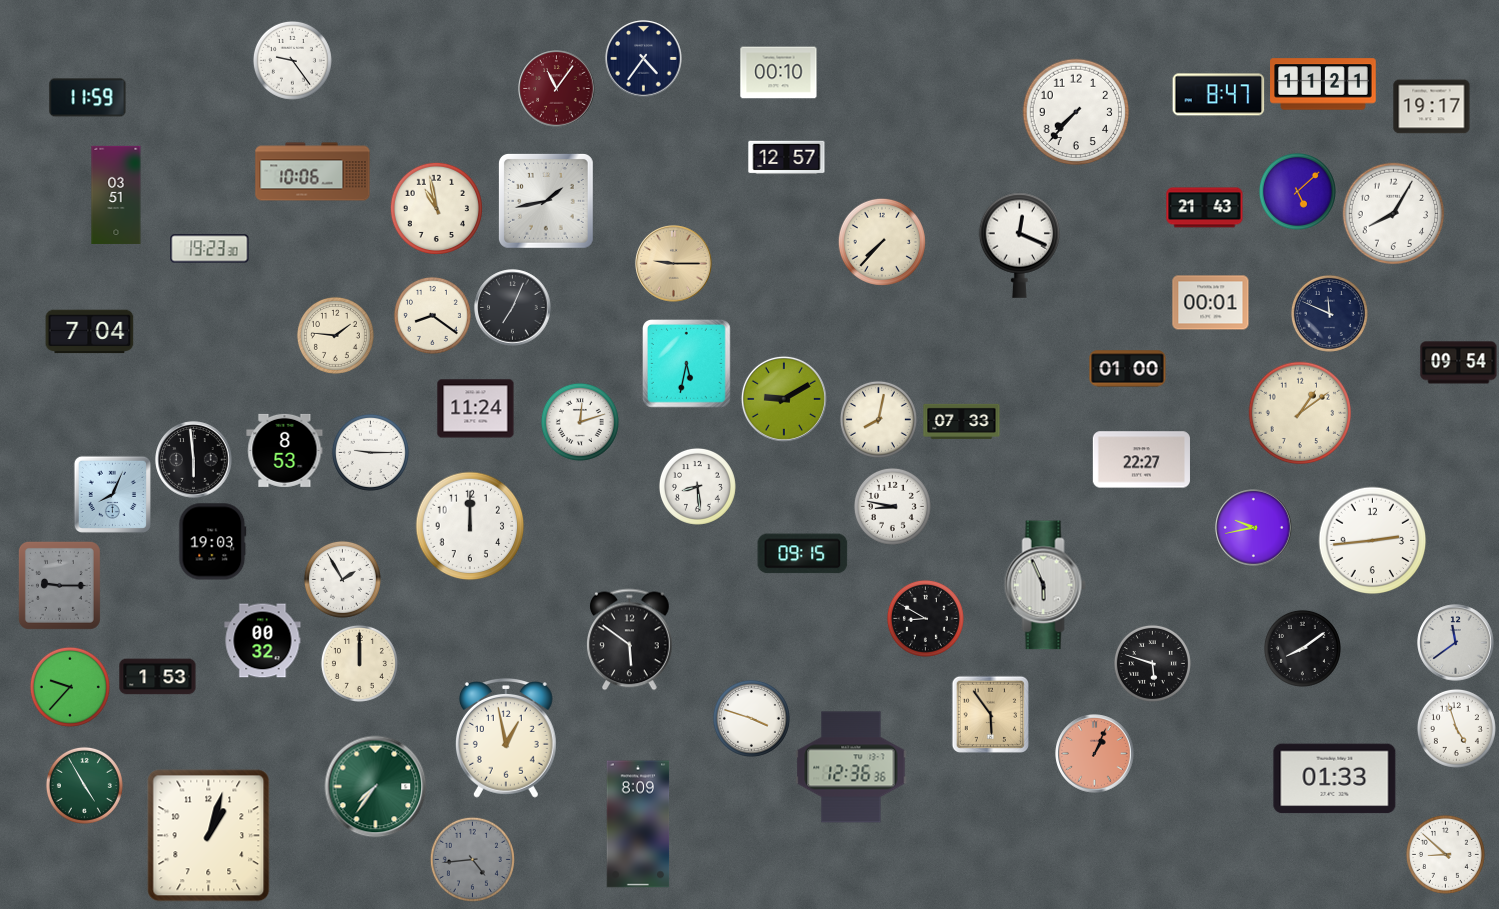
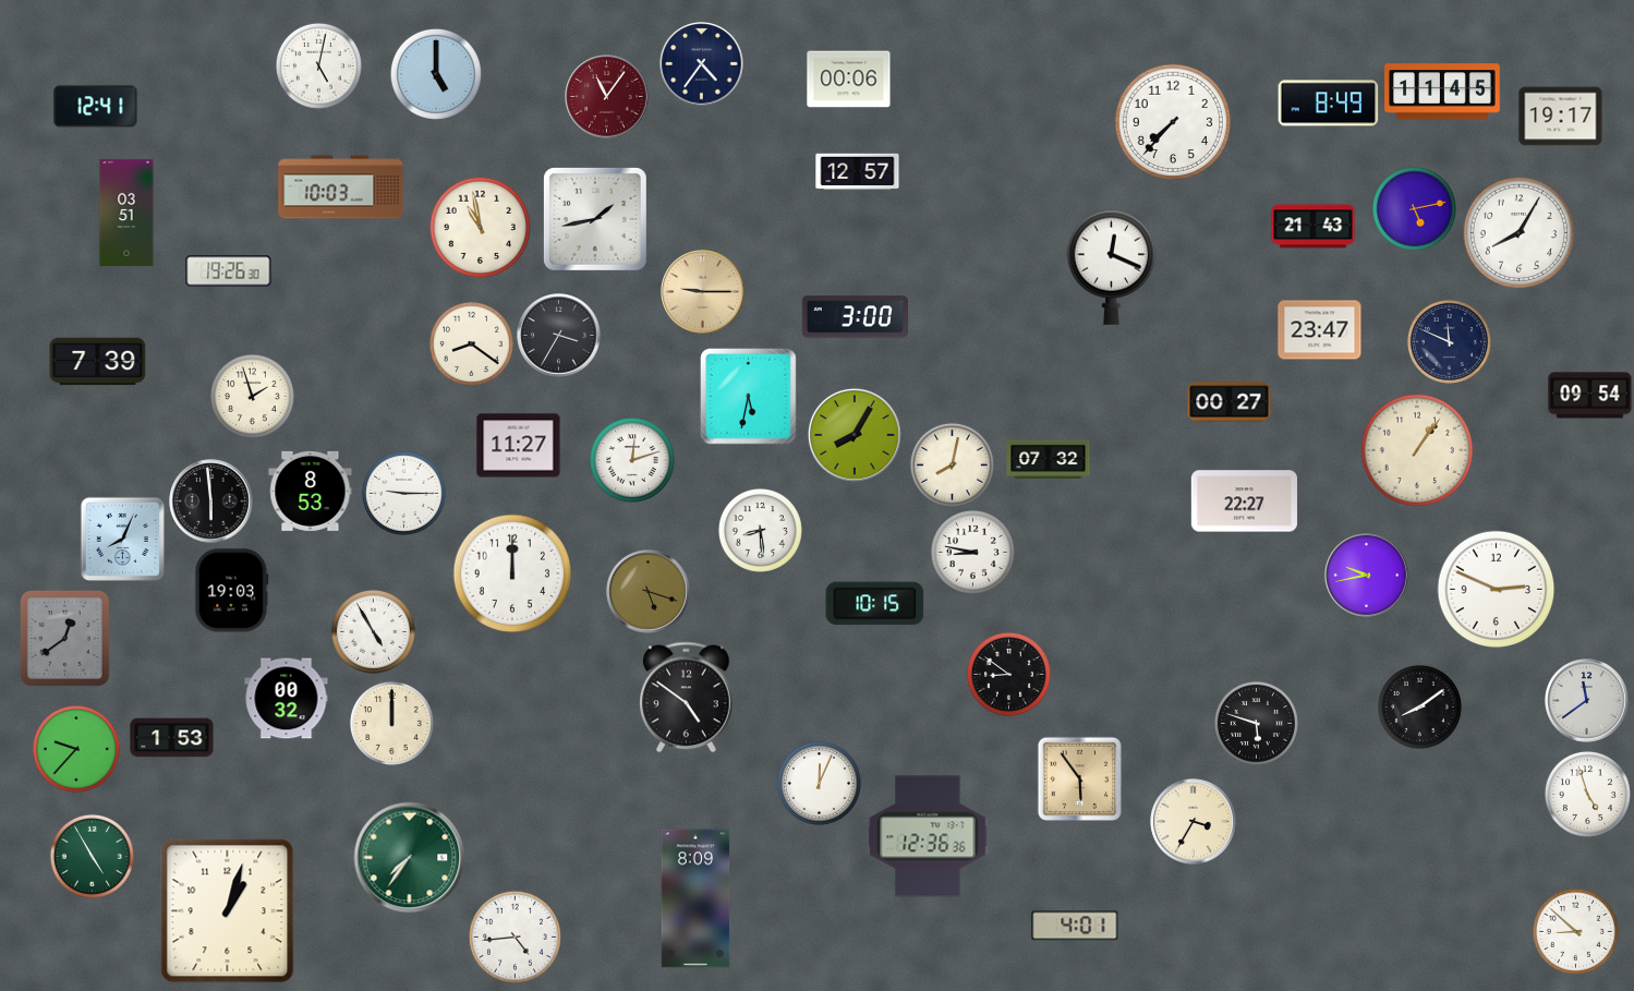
clock at (292, 60): 9:24 -> 5:02
clock at (436, 74): none -> 5:00
clock at (779, 73): 00:10 -> 00:06
clock at (1323, 84): 11:21 -> 11:45
clock at (1219, 95): 8:47 -> 8:49
clock at (88, 98): 11:59 -> 12:41
clock at (313, 172): 10:06 -> 10:03
clock at (1297, 191): 5:08 -> 5:13
clock at (436, 208) position: (436, 208) -> (480, 227)
clock at (882, 242): 7:37 -> none
clock at (210, 249): 19:23 -> 19:26
clock at (674, 264) position: (674, 264) -> (703, 292)
clock at (855, 317): none -> 3:00
clock at (1211, 303): 00:01 -> 23:47
clock at (513, 308): 7:04 -> 3:35
clock at (90, 332): 7:04 -> 7:39
clock at (335, 335): 1:46 -> none
clock at (252, 396): none -> 1:57
clock at (1128, 369): 01:00 -> 00:27
clock at (784, 399): 9:10 -> 8:05
clock at (476, 409): 11:24 -> 11:27
clock at (1300, 413): 1:09 -> 1:06
clock at (878, 419) position: (878, 419) -> (952, 464)
clock at (962, 421): 07:33 -> 07:32
clock at (1373, 541): 2:44 -> 2:49
clock at (649, 592): none -> 5:18
clock at (803, 554): 09:15 -> 10:15
clock at (342, 579): 1:55 -> 4:55
clock at (59, 585): 9:15 -> 12:39
clock at (1045, 585): 5:56 -> none
clock at (925, 618): 8:50 -> 8:51
clock at (630, 640): 5:51 -> 4:51
clock at (751, 718): 3:48 -> 12:04
clock at (506, 739): 12:58 -> none
clock at (1095, 754): 1:04 -> 3:35
clock at (1095, 754) dial: salmon -> cream
clock at (1335, 779): 01:33 -> none
clock at (1075, 926): none -> 4:01
clock at (472, 859) dial: grey -> white
